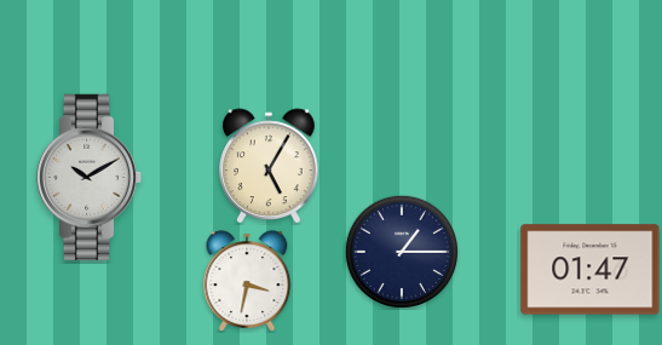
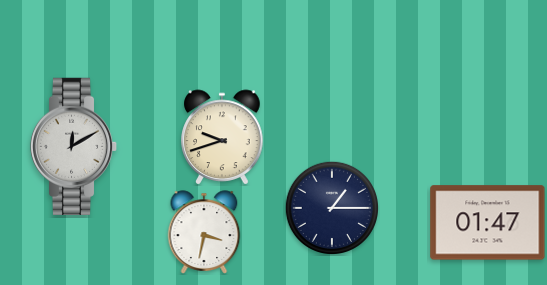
clock at (269, 166): 5:05 -> 9:42
clock at (90, 177): 10:10 -> 12:10
